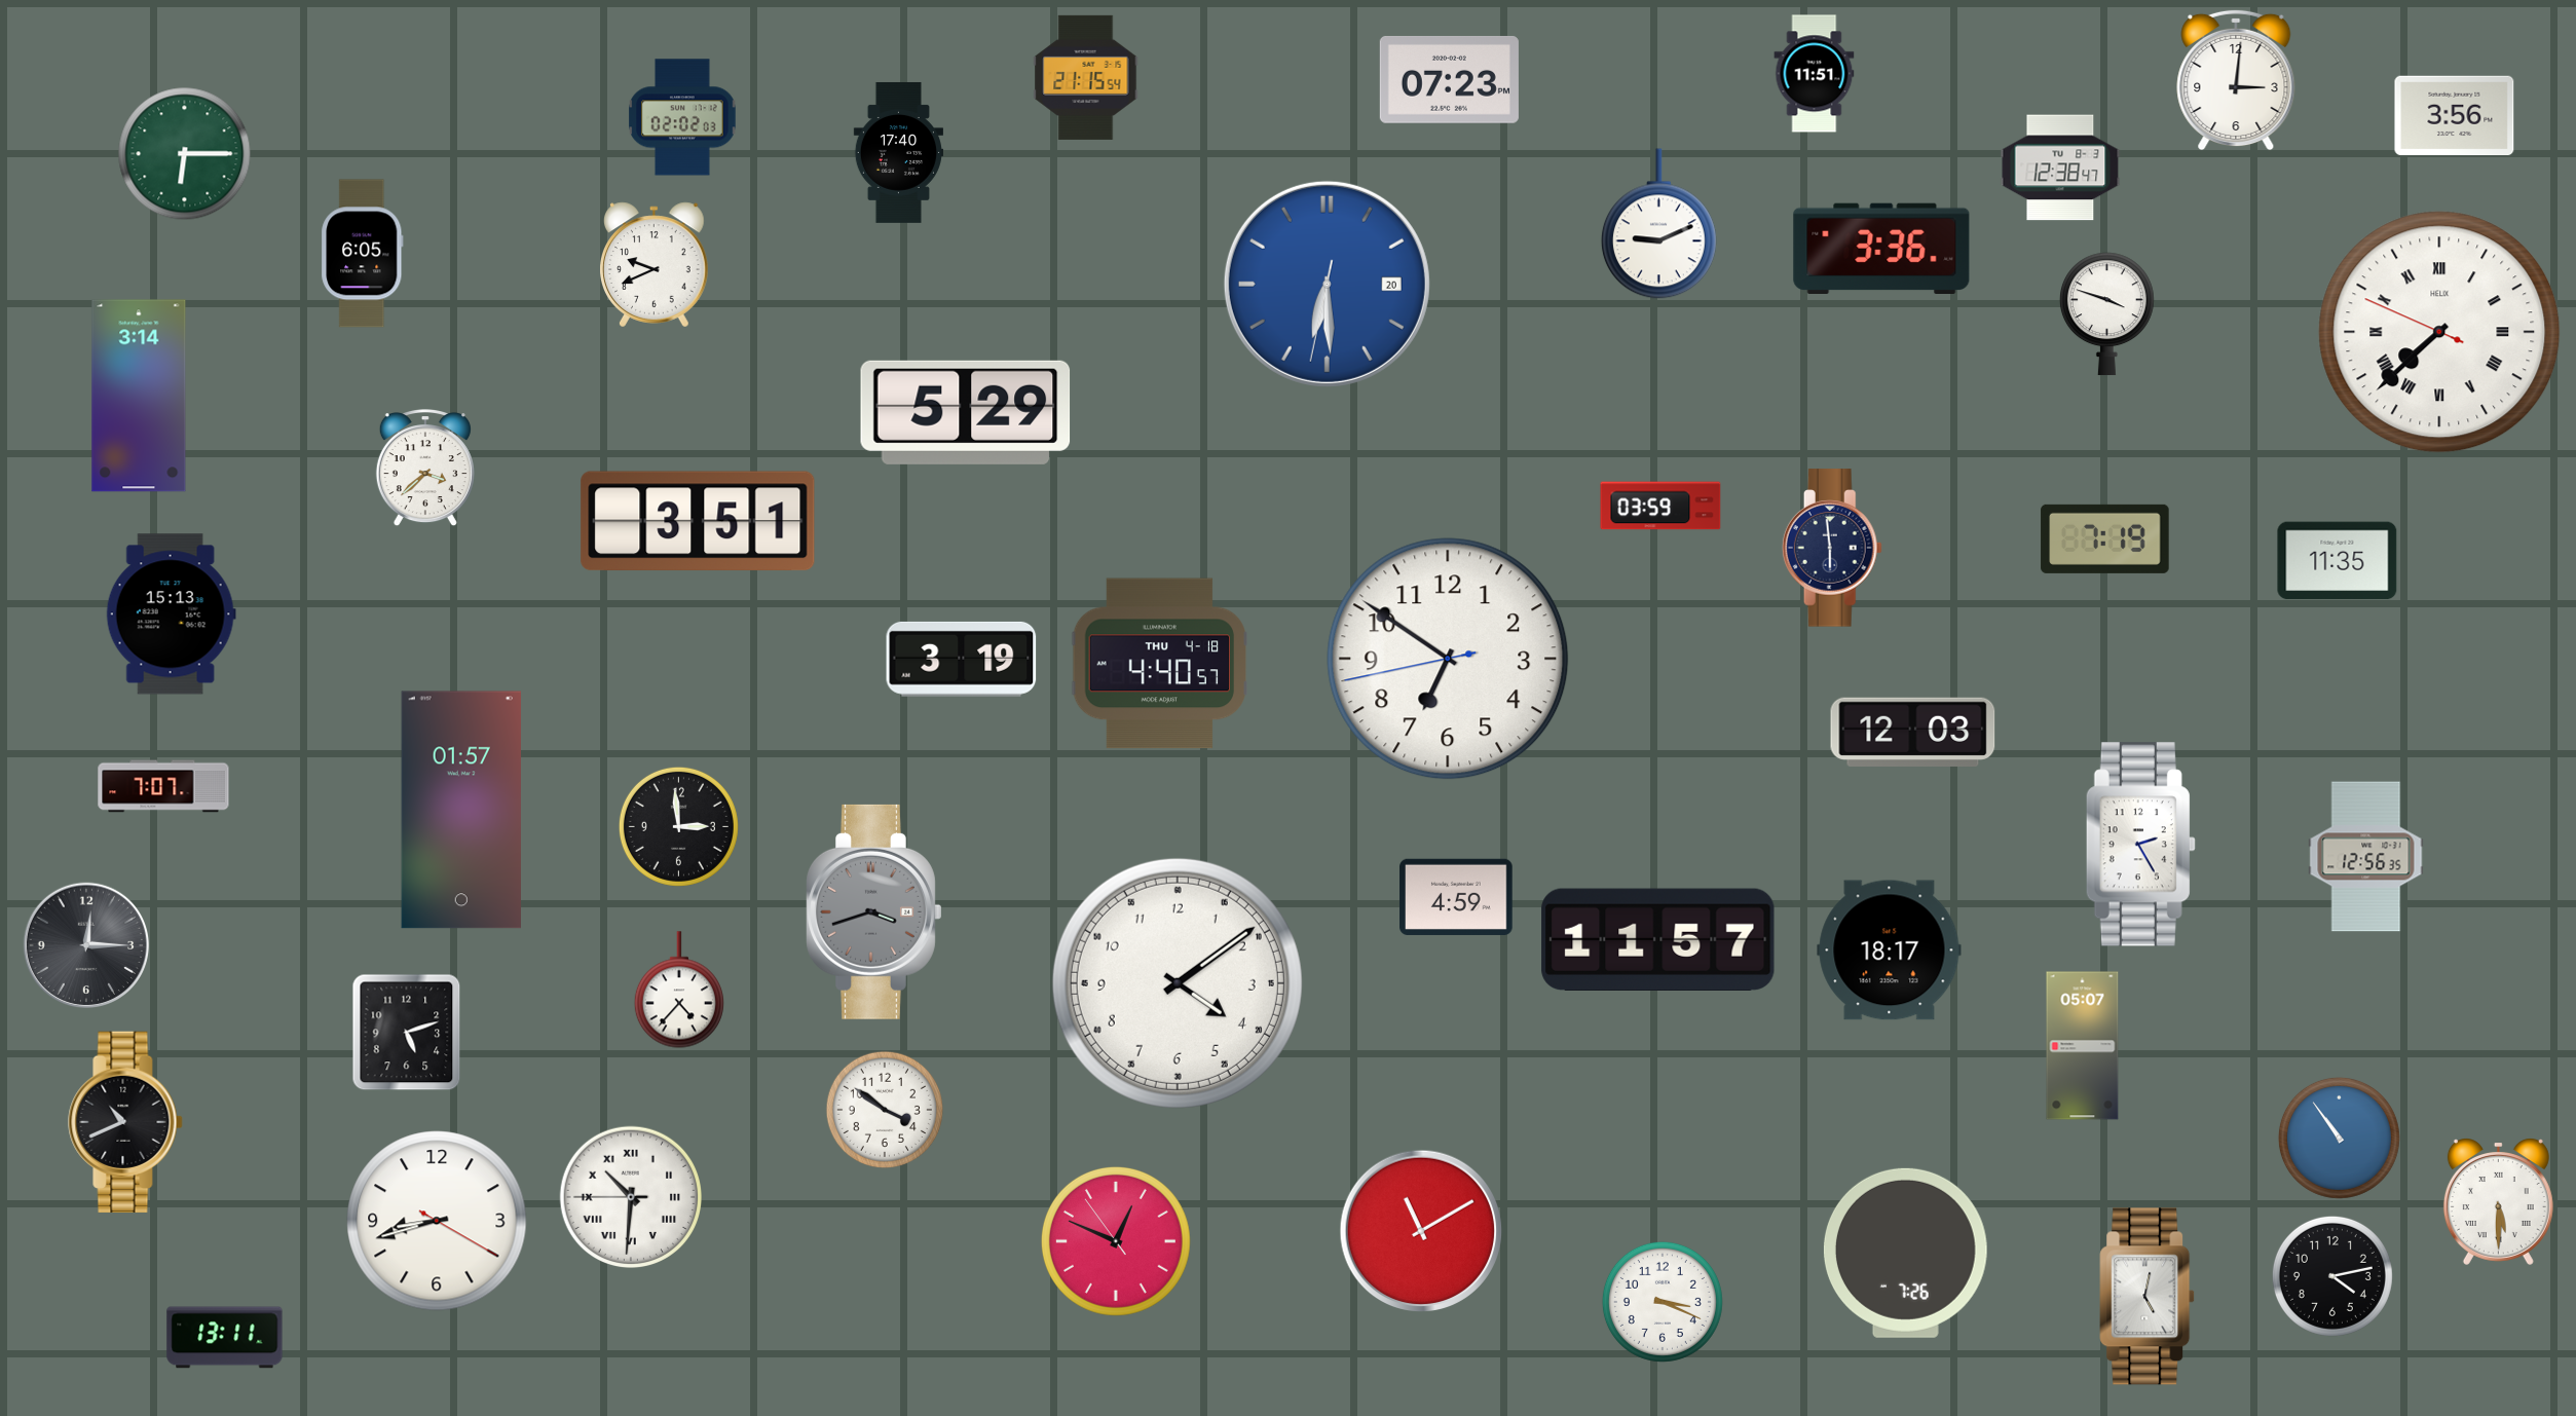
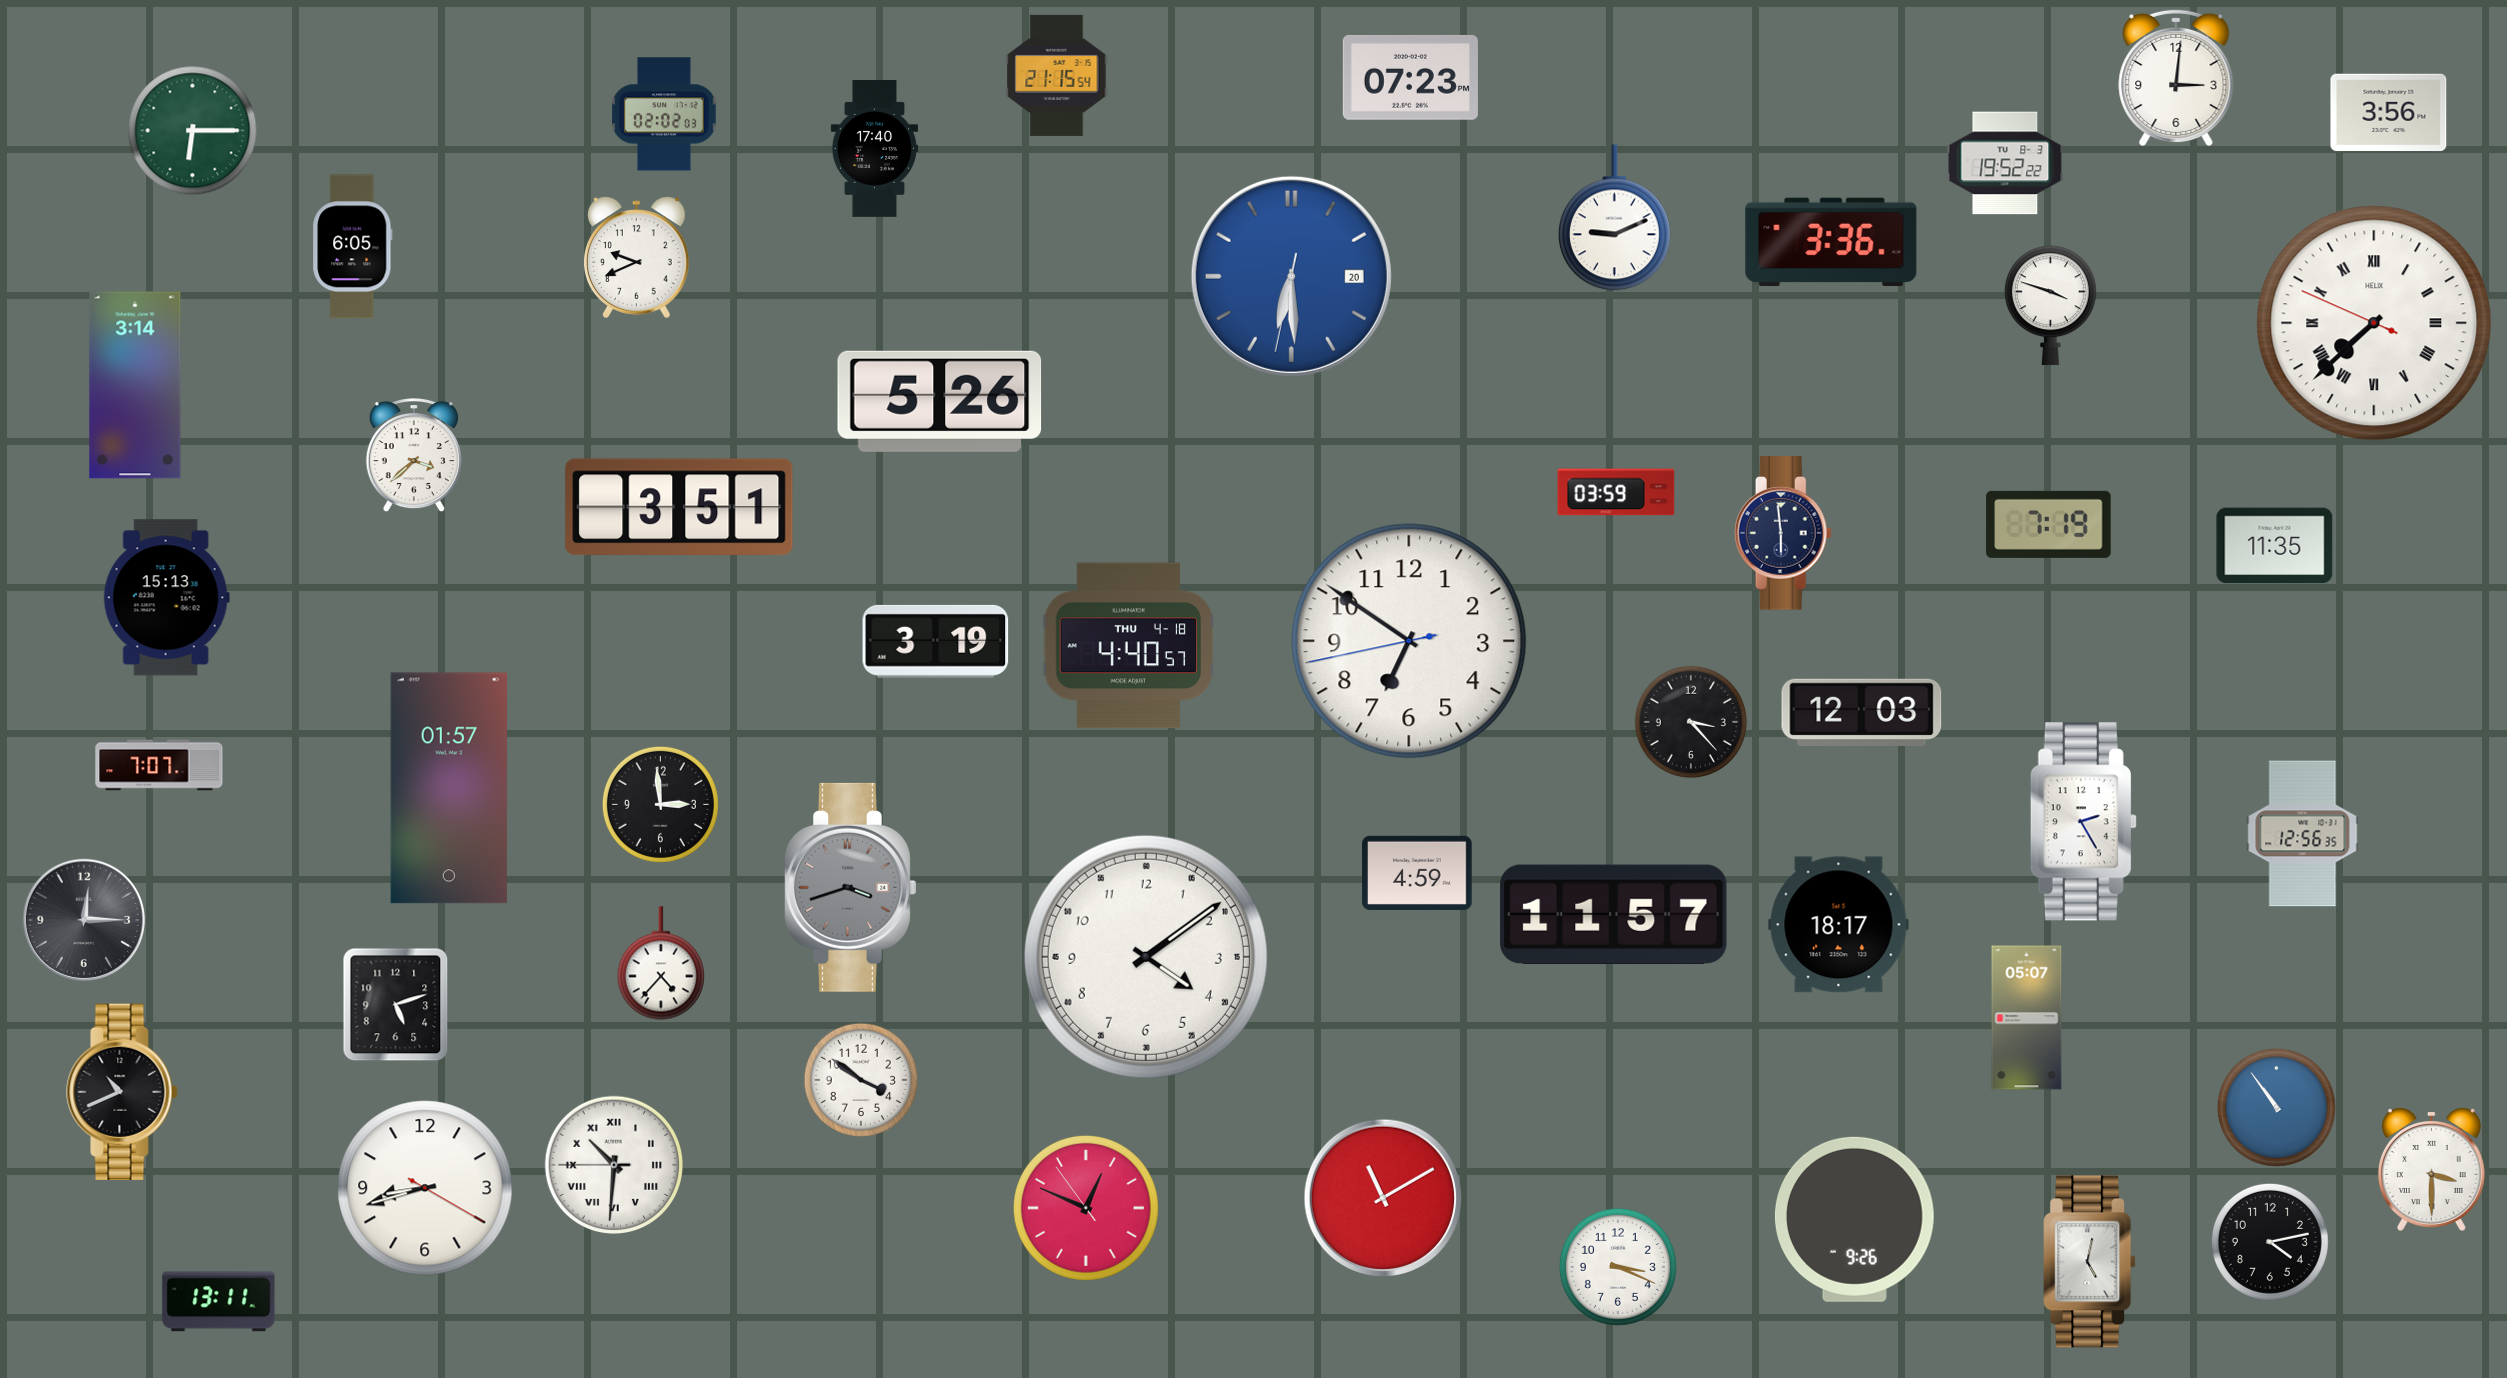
clock at (1815, 74): 11:51 -> none
clock at (185, 154) position: (185, 154) -> (193, 131)
clock at (2060, 167): 12:38 -> 19:52
clock at (966, 412): 5:29 -> 5:26
clock at (1691, 722): none -> 3:23
clock at (2498, 1201): 5:30 -> 3:30
clock at (1905, 1253): 7:26 -> 9:26
